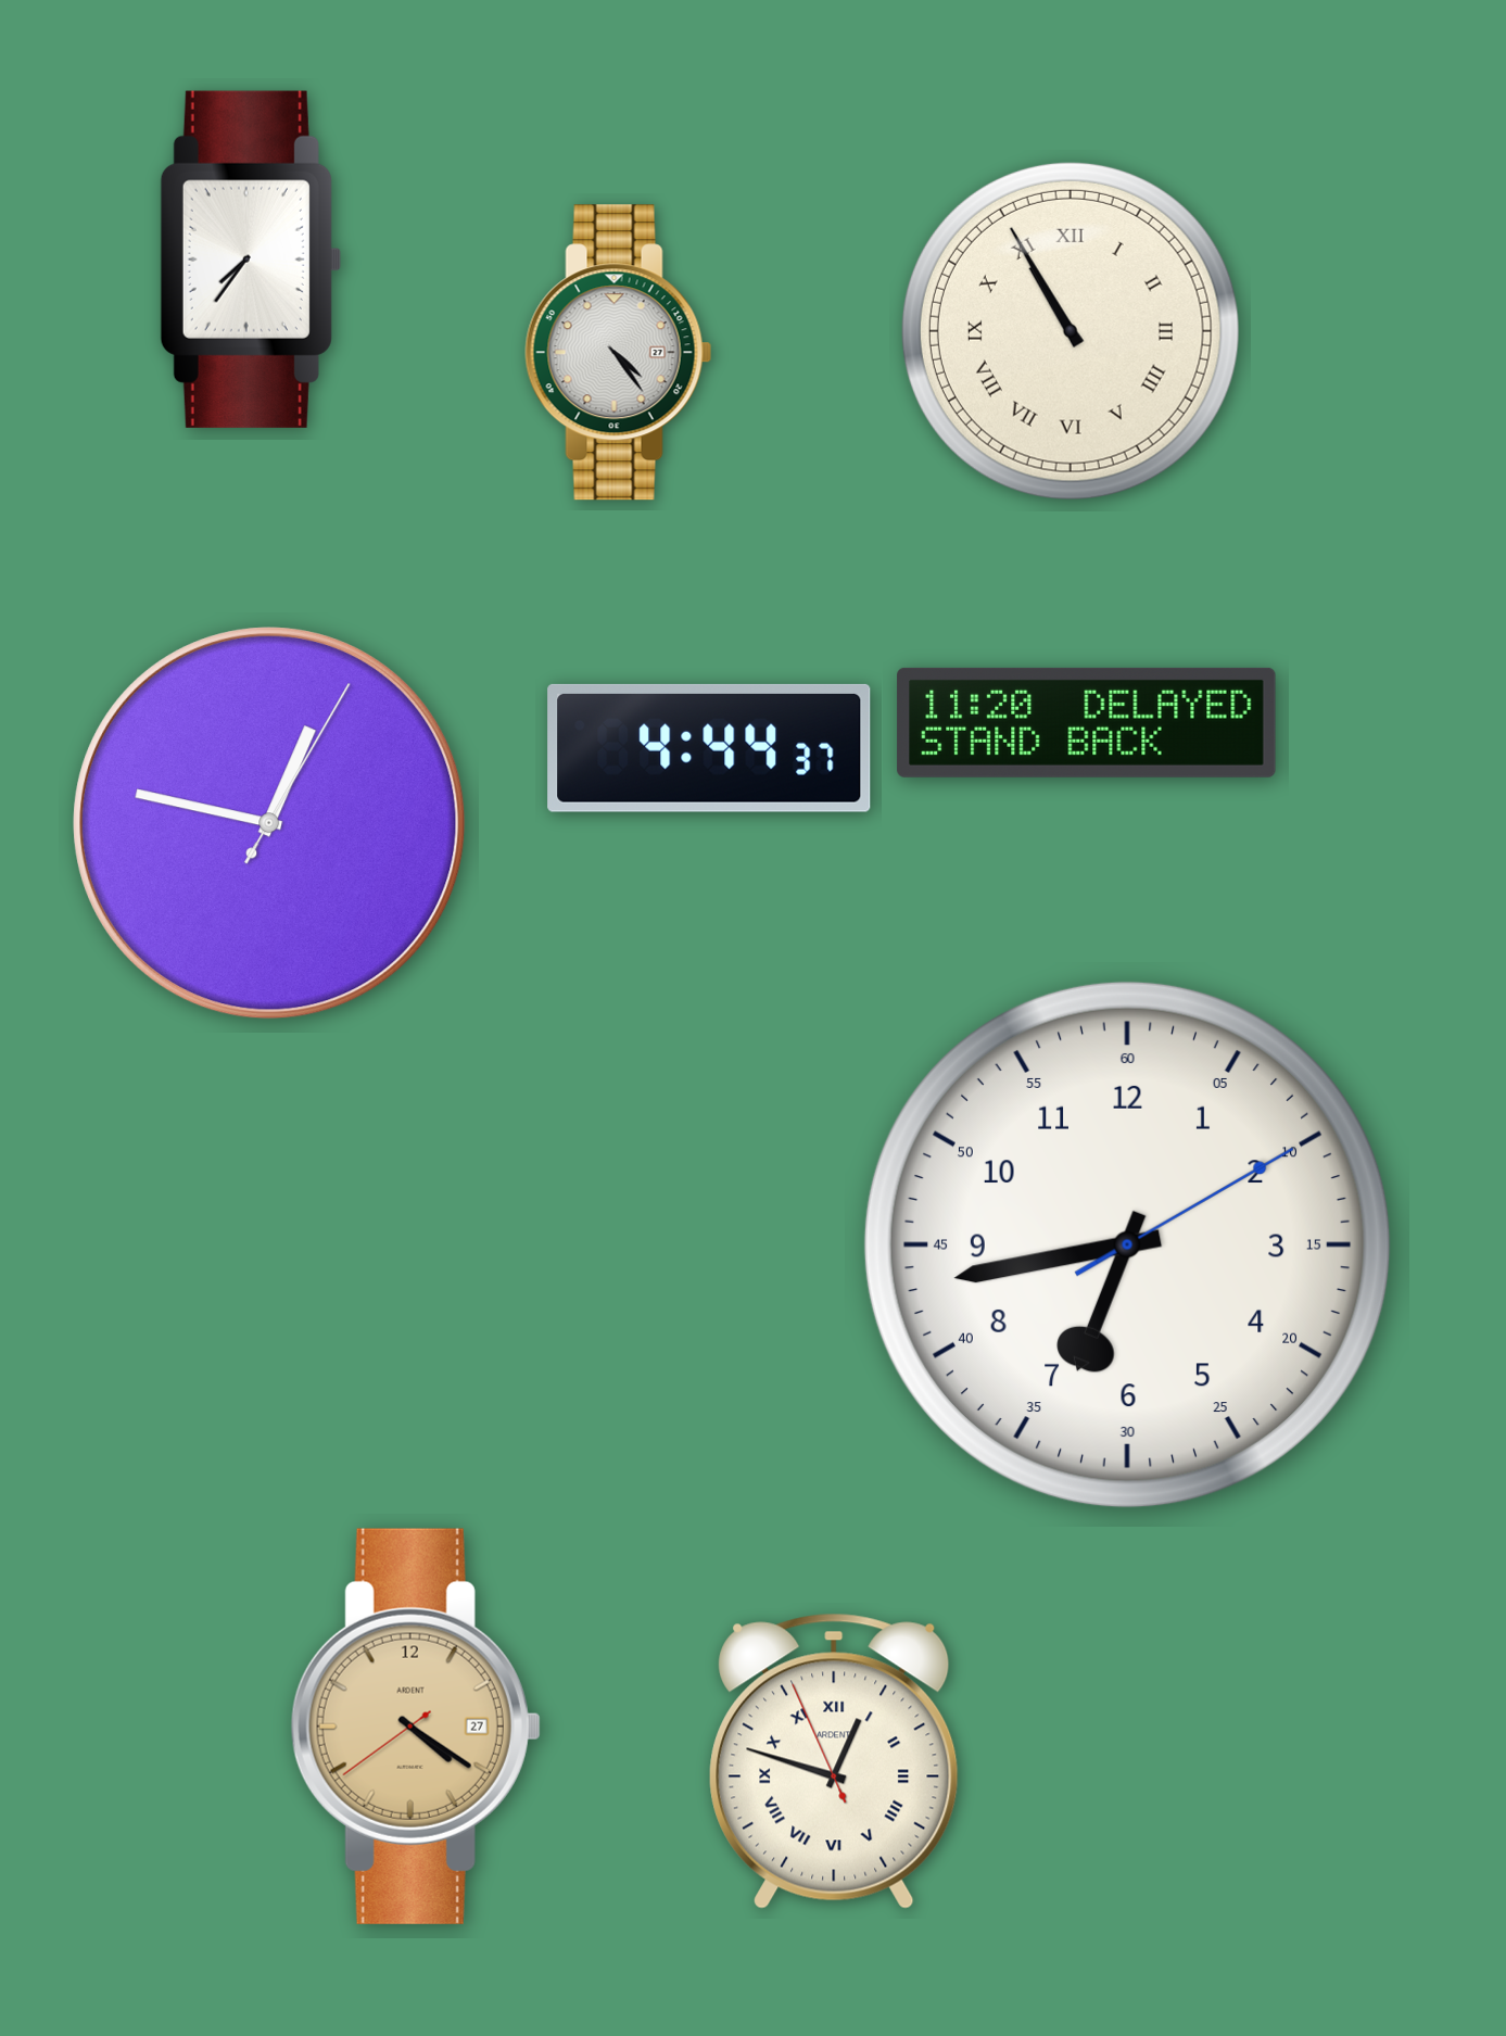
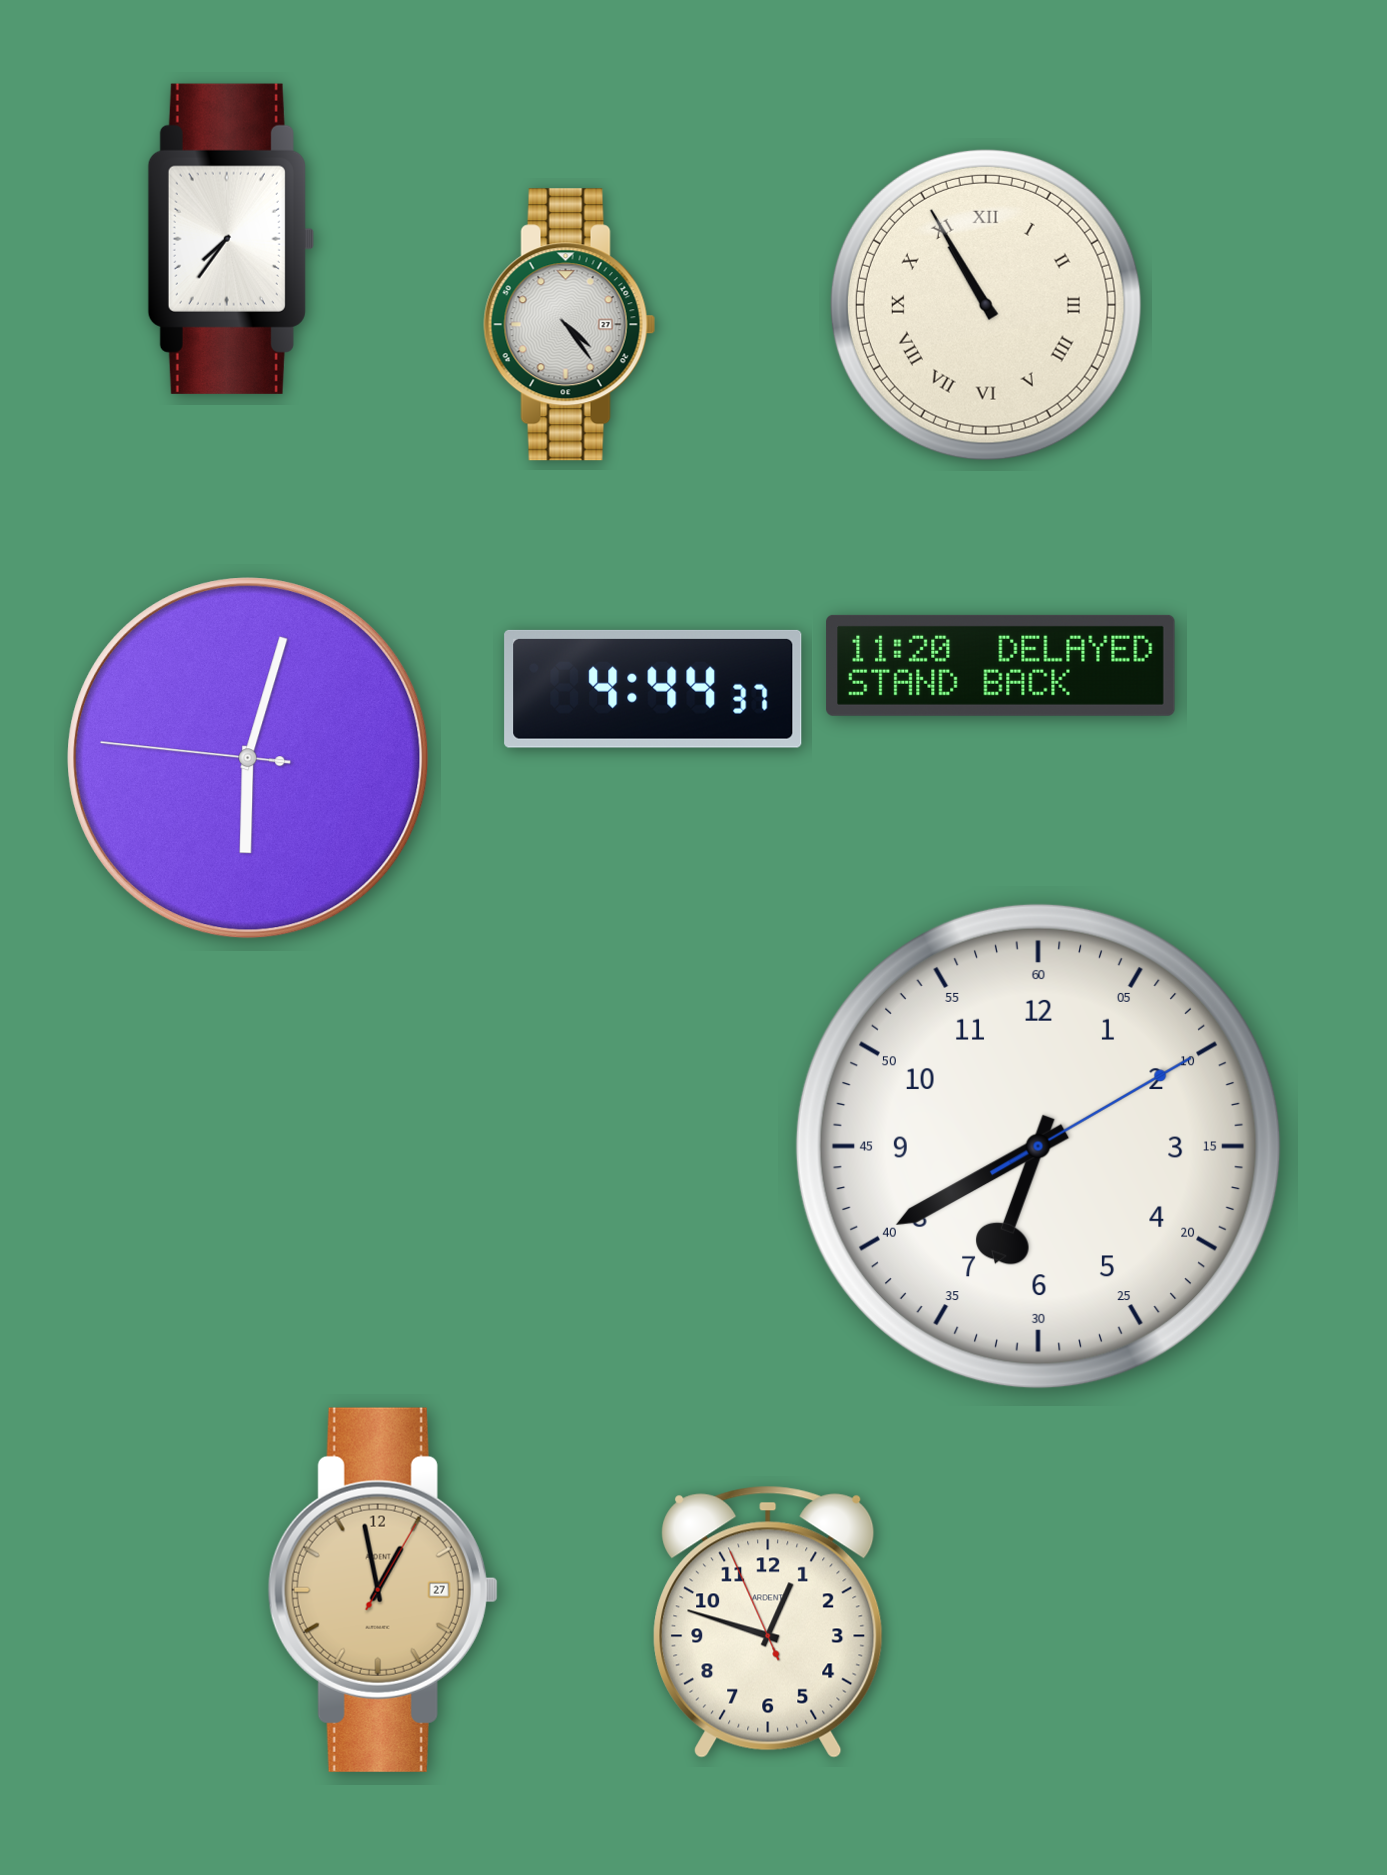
clock at (269, 823): 12:47 -> 6:02
clock at (1127, 1244): 6:43 -> 6:40
clock at (416, 1727): 4:20 -> 12:58
clock at (834, 1761) numerals: Roman -> Arabic
